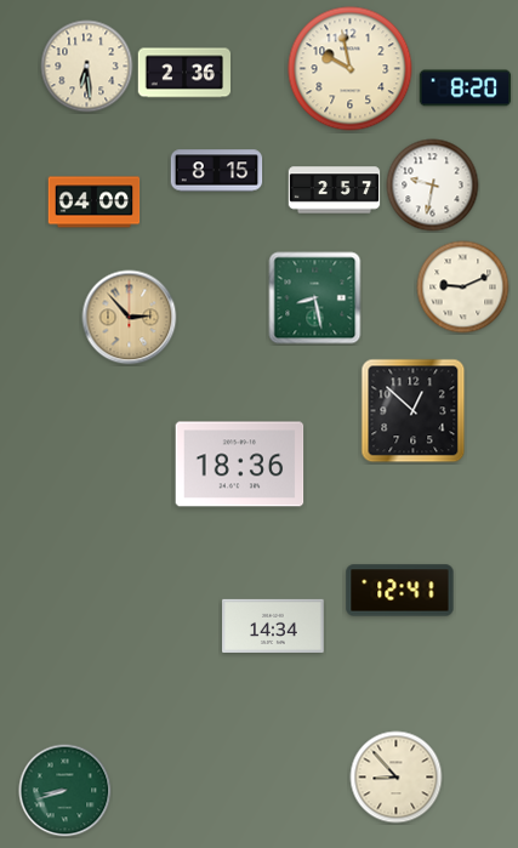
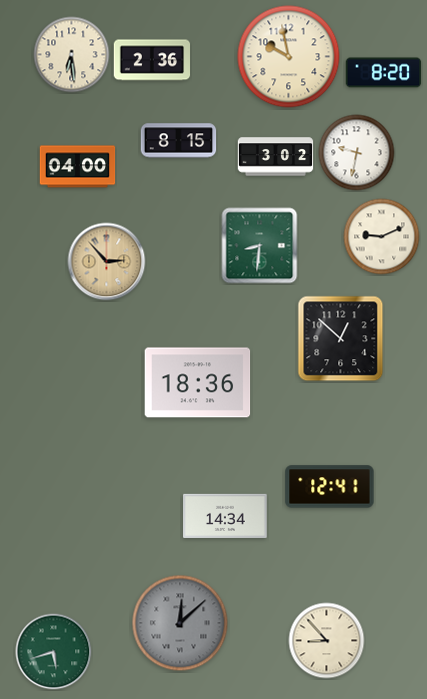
clock at (335, 190): 2:57 -> 3:02
clock at (315, 298): 8:28 -> 8:31
clock at (180, 623): none -> 12:08
clock at (66, 791): 8:42 -> 5:42
